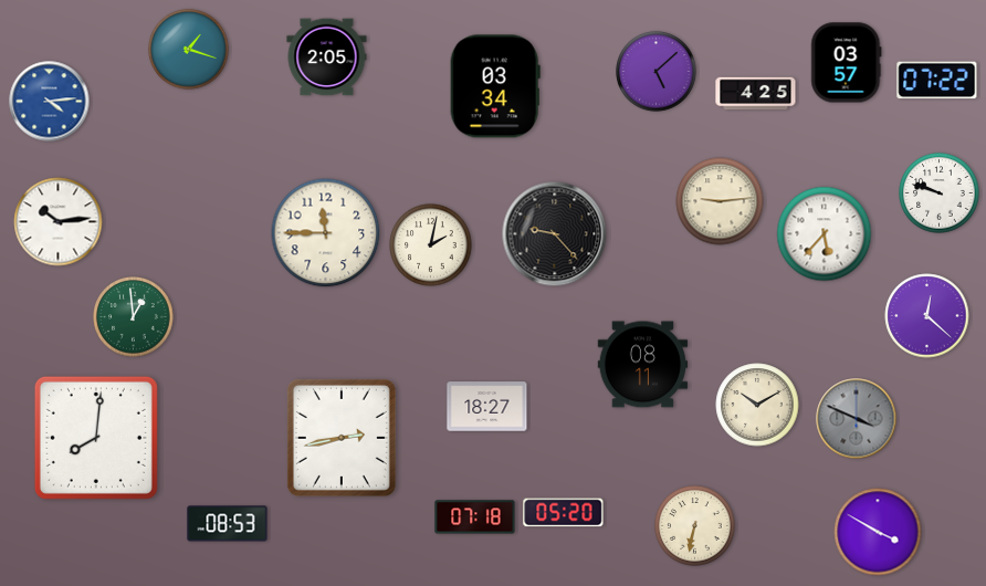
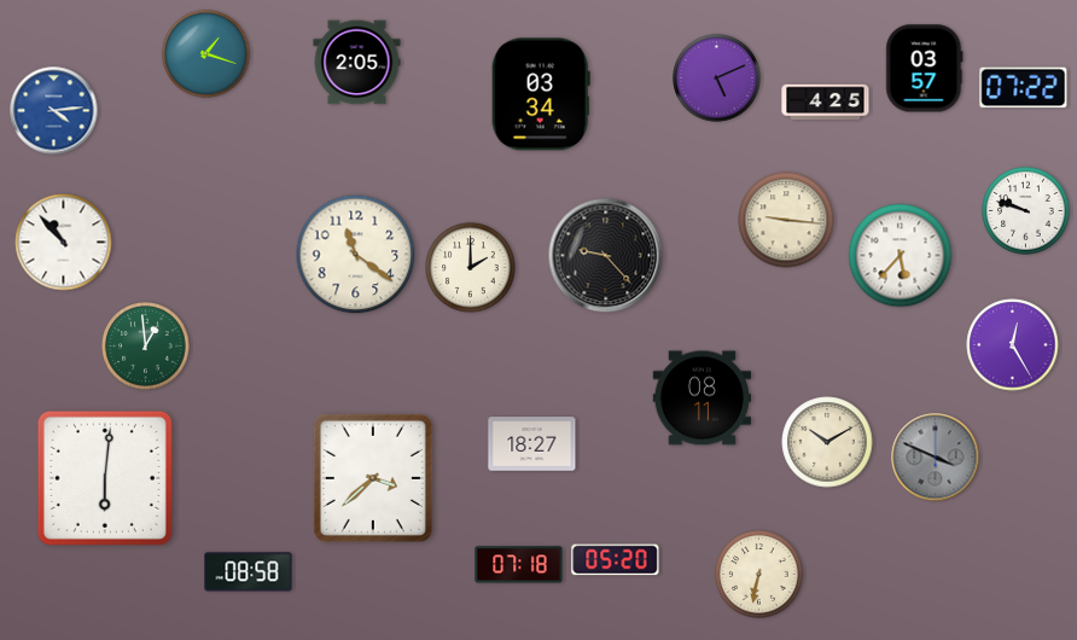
clock at (657, 72): 5:08 -> 5:11
clock at (720, 201): 9:14 -> 9:16
clock at (59, 222): 10:14 -> 10:53
clock at (326, 233): 11:45 -> 11:21
clock at (431, 245): 2:02 -> 2:00
clock at (927, 316): 12:22 -> 12:25
clock at (96, 438): 8:01 -> 6:01
clock at (342, 438): 2:43 -> 3:38
clock at (228, 524): 08:53 -> 08:58
clock at (878, 532): 3:50 -> none
